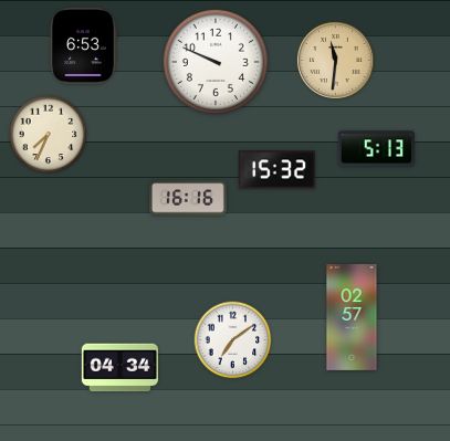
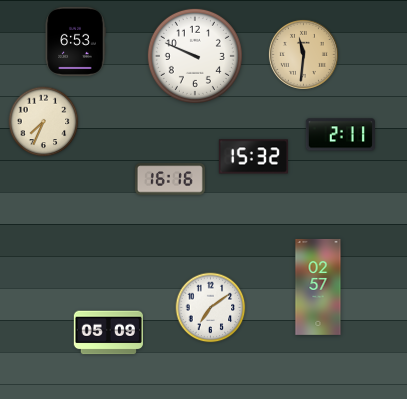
clock at (376, 149): 5:13 -> 2:11
clock at (276, 170) position: (276, 170) -> (253, 157)
clock at (119, 368): 04:34 -> 05:09
